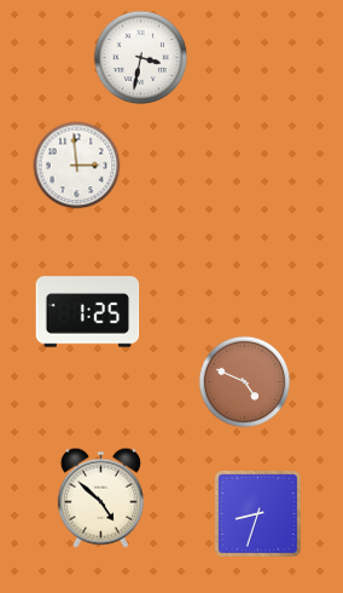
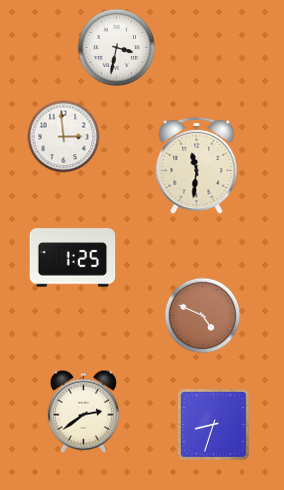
clock at (197, 166): none -> 11:31
clock at (100, 497): 4:52 -> 2:39
